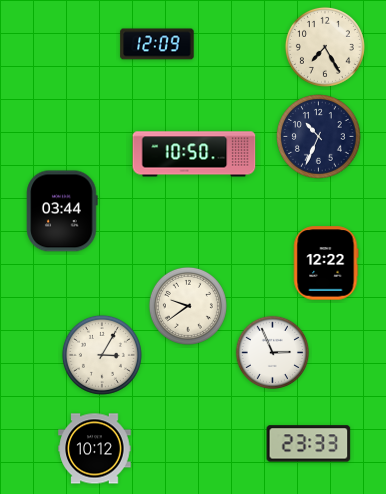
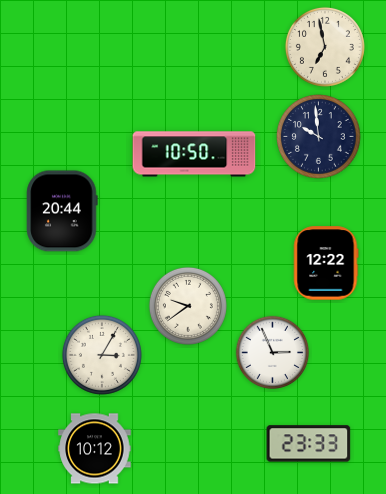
clock at (157, 44): 12:09 -> none
clock at (325, 47): 7:25 -> 6:58
clock at (319, 137): 10:34 -> 9:59
clock at (62, 211): 03:44 -> 20:44
